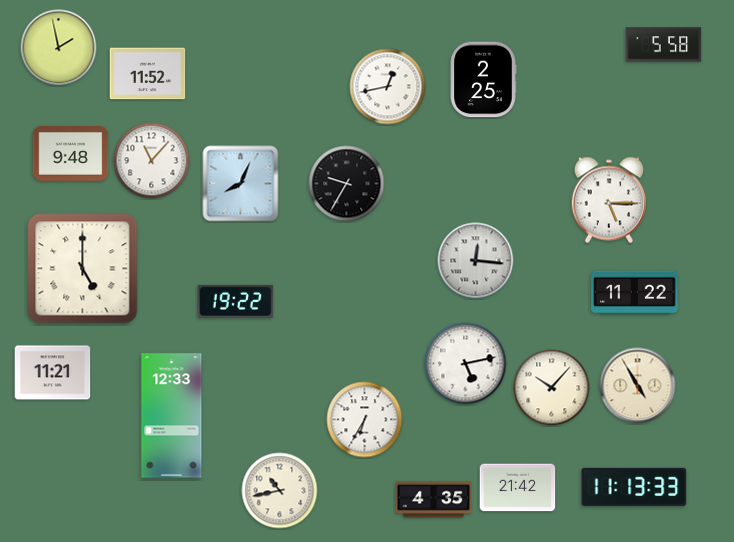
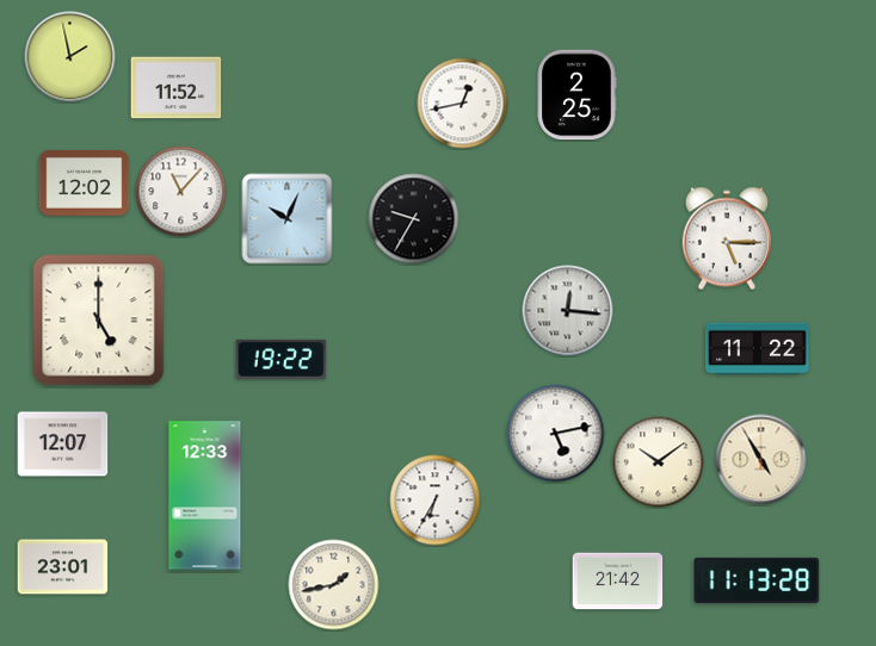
clock at (664, 45): 5:58 -> none
clock at (71, 154): 9:48 -> 12:02
clock at (241, 184): 8:04 -> 10:04
clock at (53, 373): 11:21 -> 12:07
clock at (552, 388): 10:07 -> 10:09
clock at (63, 567): none -> 23:01
clock at (634, 487): 11:13:33 -> 11:13:28
clock at (280, 491): 10:43 -> 1:43
clock at (434, 500): 4:35 -> none
